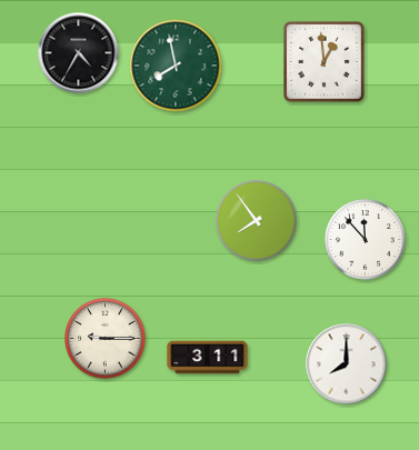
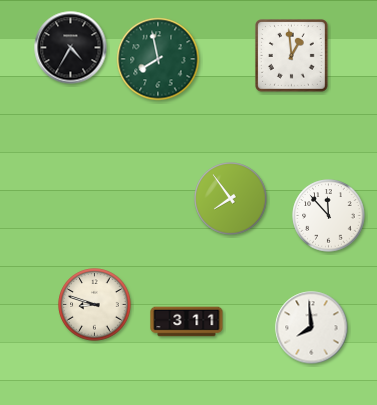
clock at (106, 339): 9:15 -> 8:48
clock at (347, 364): 8:00 -> 7:59
